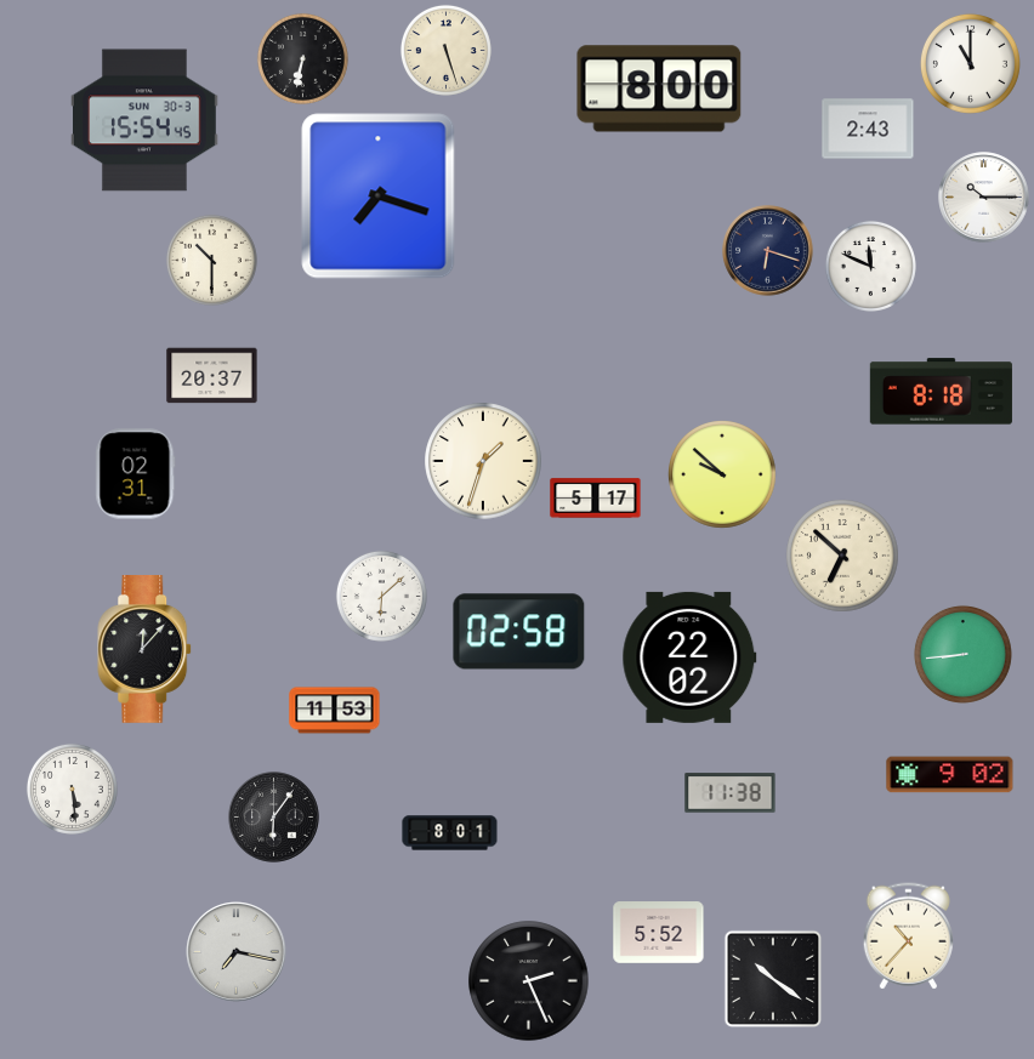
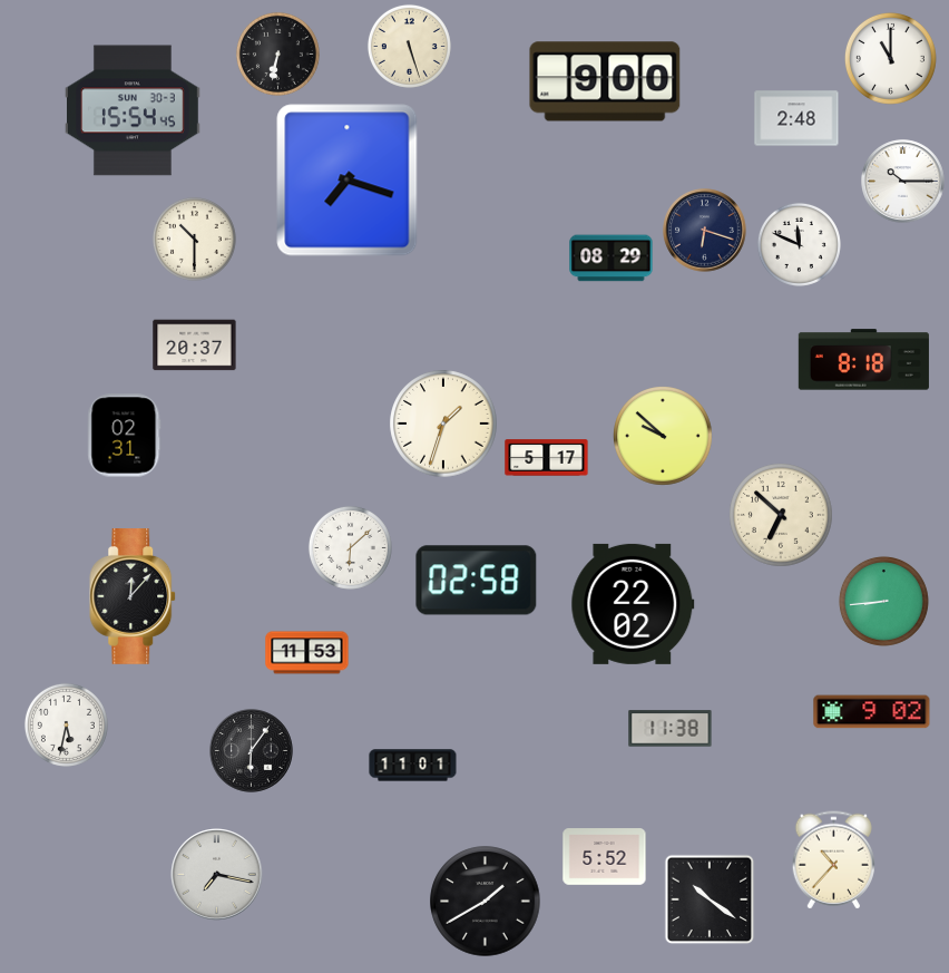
clock at (659, 89): 8:00 -> 9:00
clock at (868, 129): 2:43 -> 2:48
clock at (612, 259): none -> 08:29
clock at (842, 556) position: (842, 556) -> (781, 515)
clock at (72, 788): 5:29 -> 5:32
clock at (450, 833): 8:01 -> 11:01
clock at (529, 981): 2:26 -> 1:40
